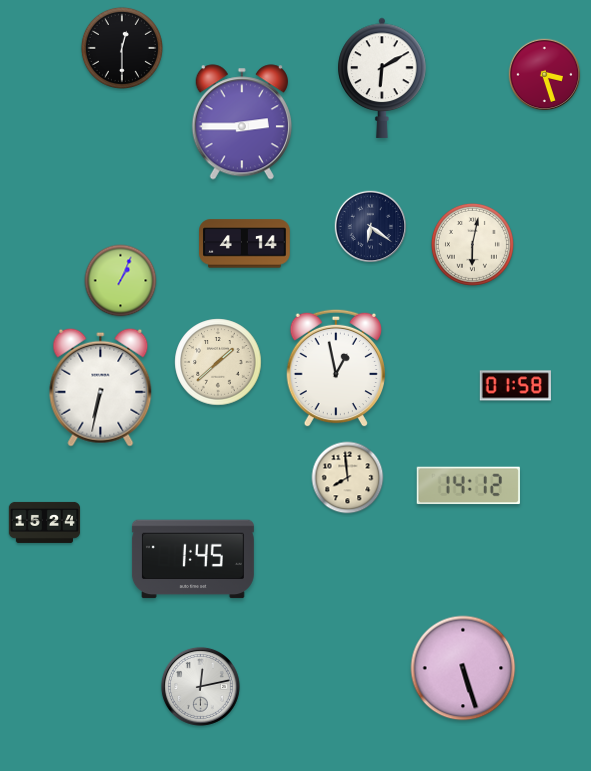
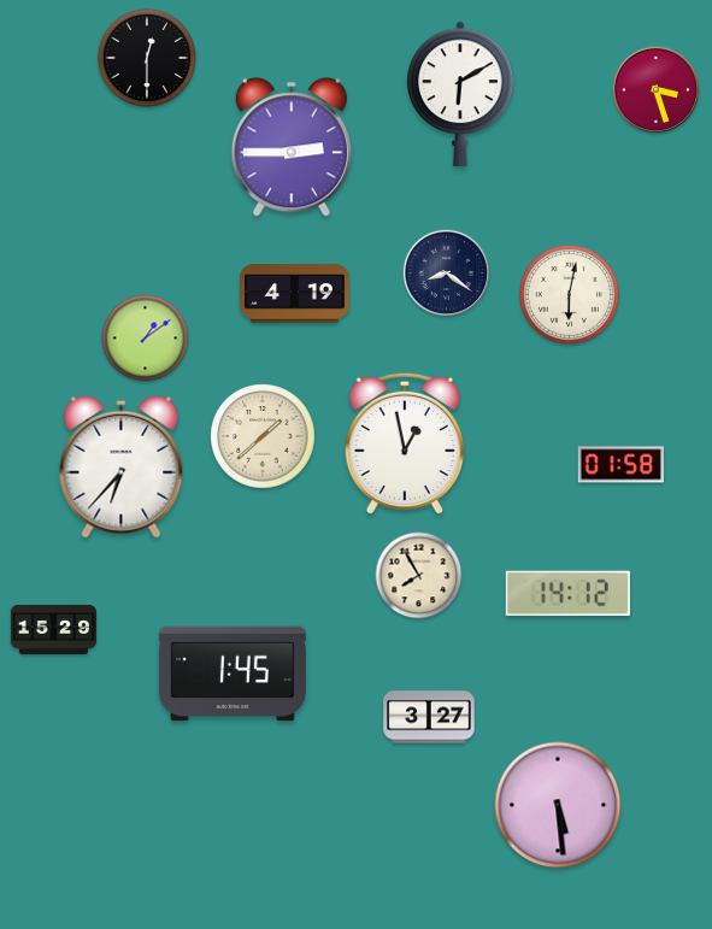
clock at (371, 227): 6:21 -> 8:21
clock at (245, 244): 4:14 -> 4:19
clock at (121, 281): 1:04 -> 1:09
clock at (101, 387): 6:32 -> 6:37
clock at (348, 478): 7:59 -> 7:55
clock at (468, 486) position: (468, 486) -> (567, 594)
clock at (45, 522): 15:24 -> 15:29
clock at (429, 717): none -> 3:27
clock at (463, 668): 5:27 -> 5:29
clock at (200, 686): 12:13 -> none
